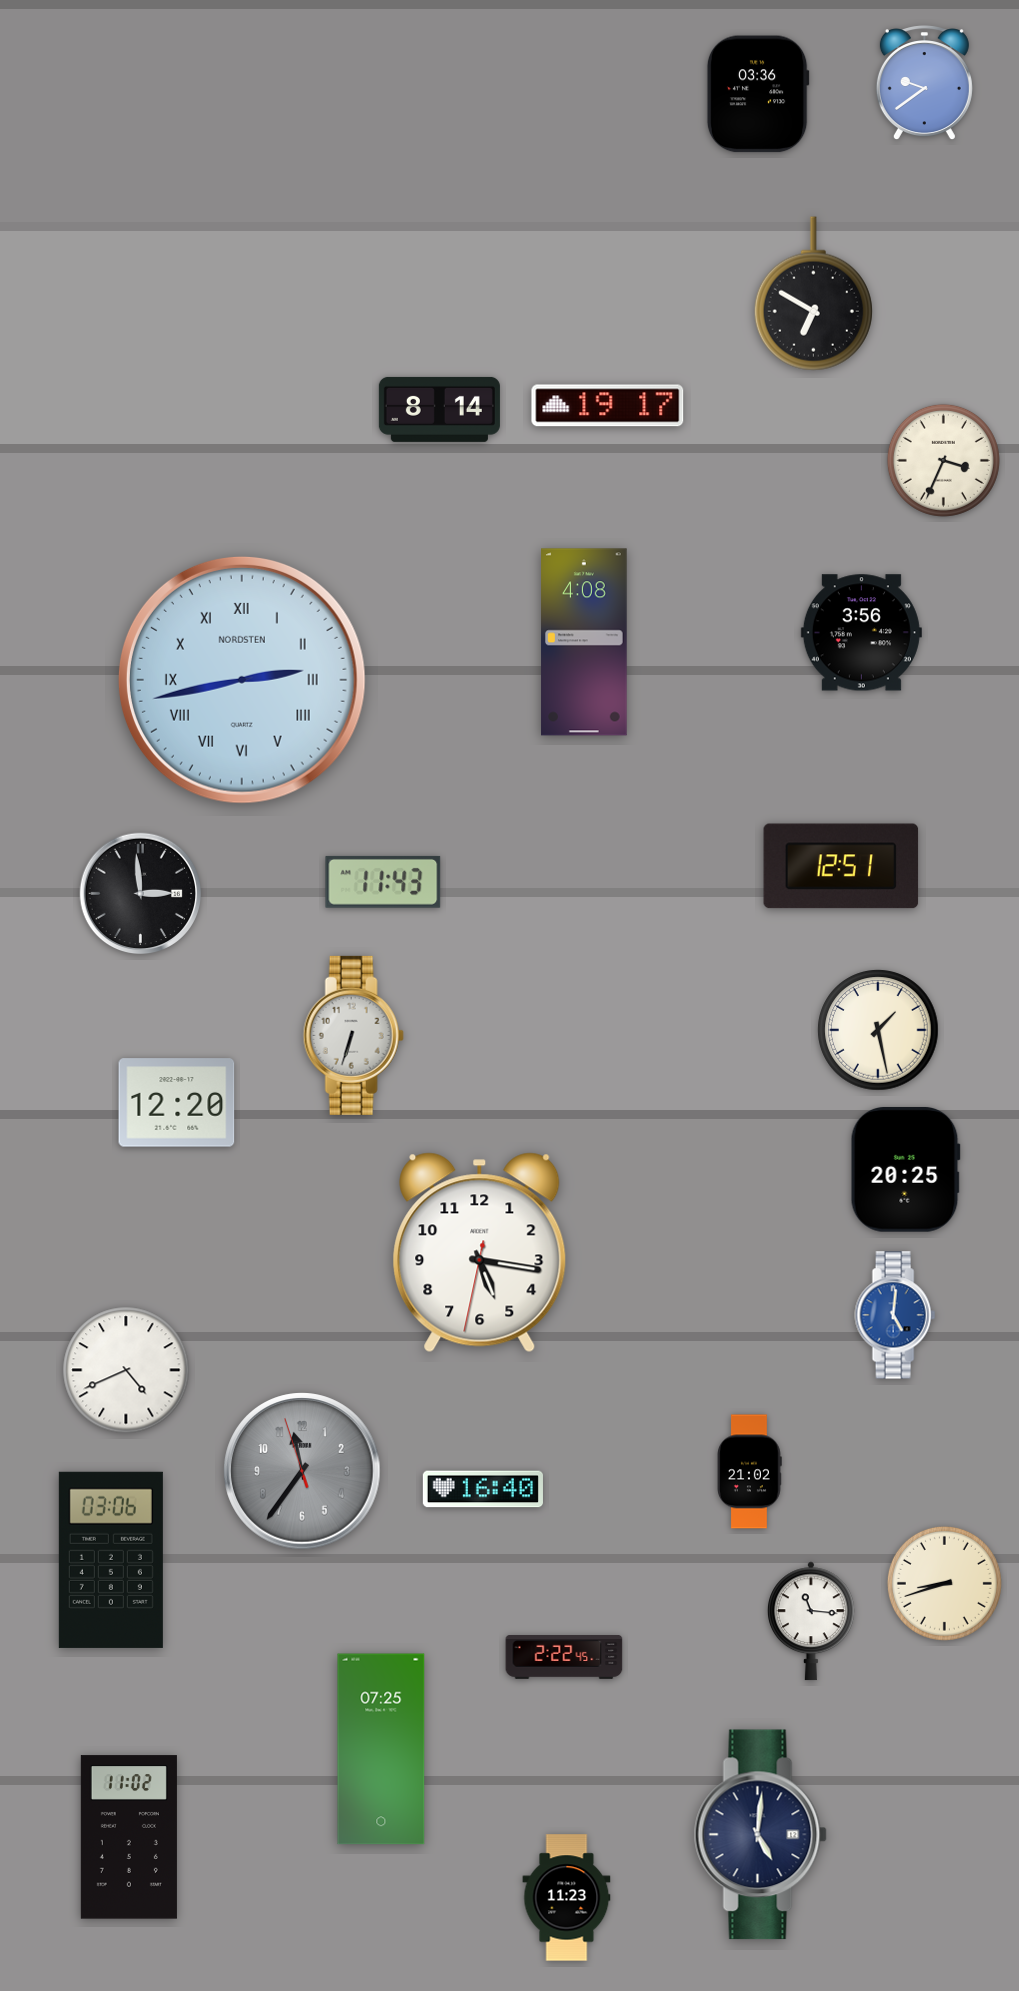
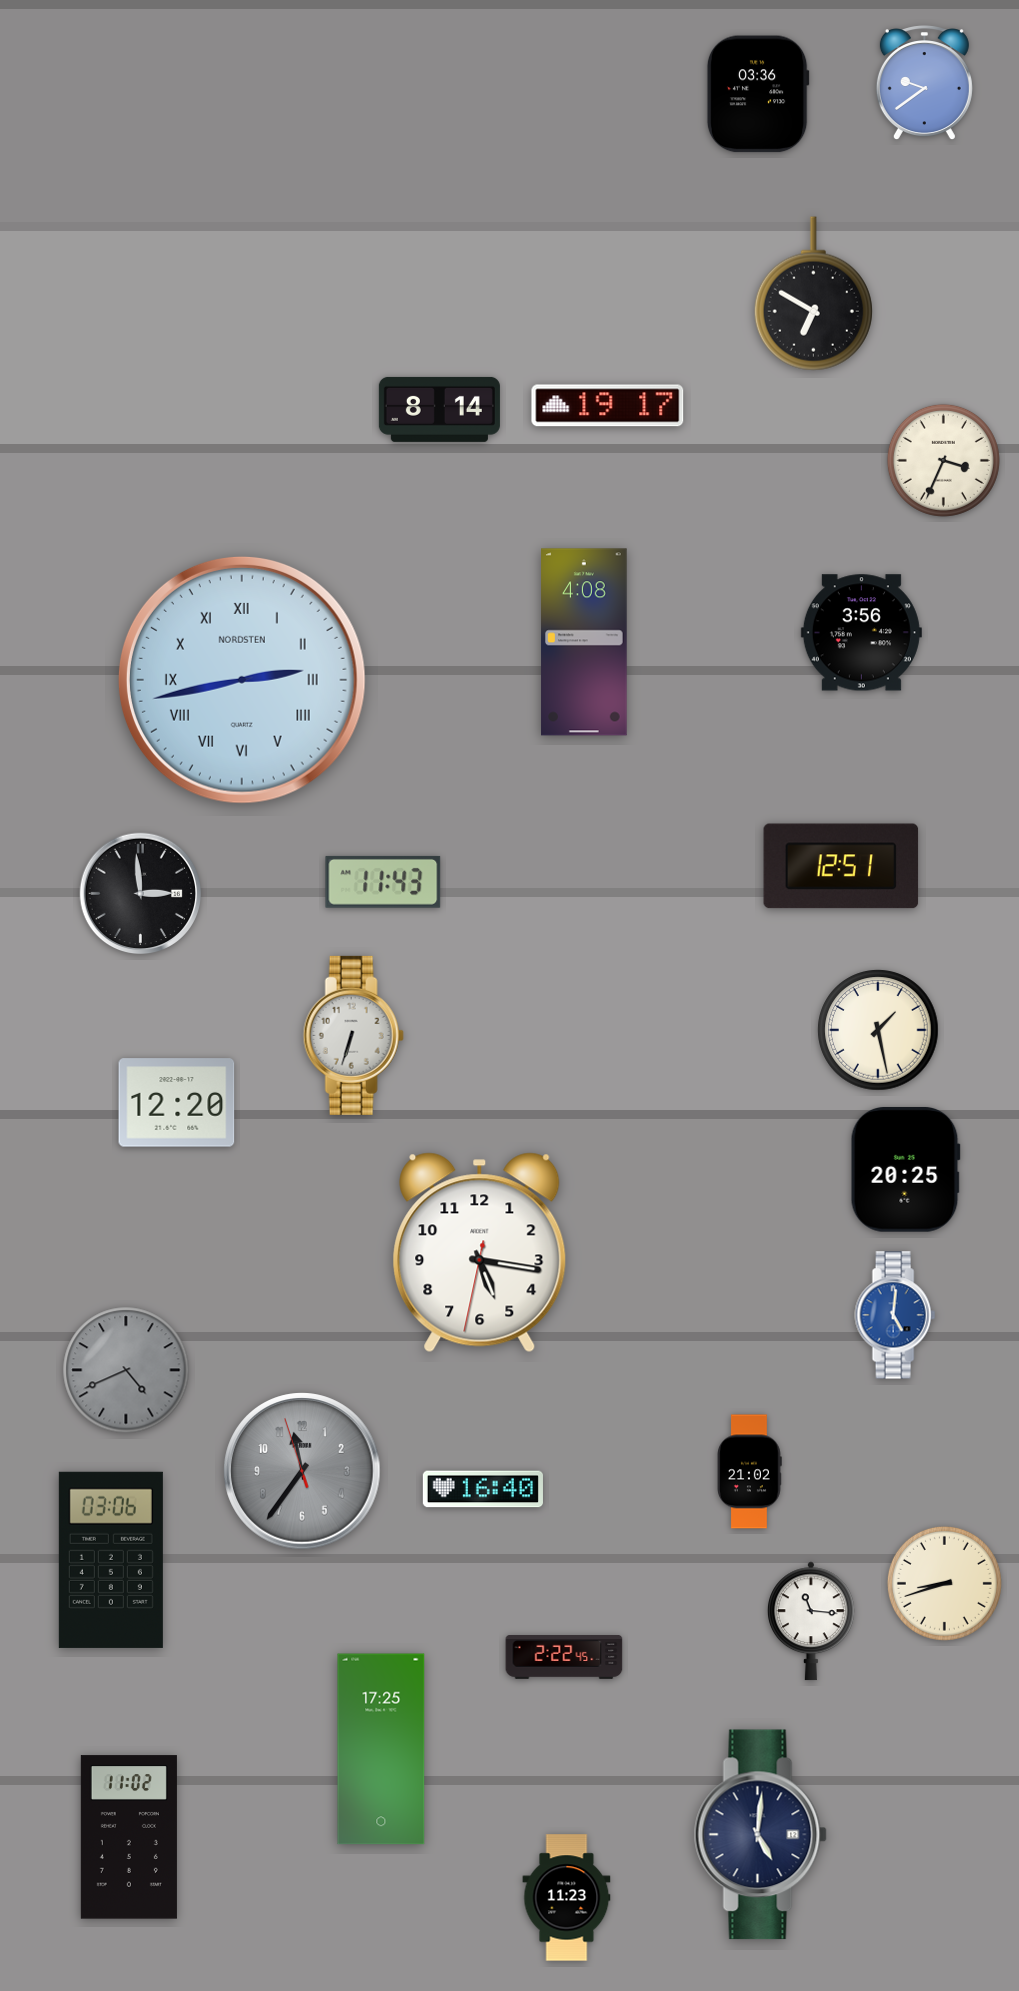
clock at (126, 1370) dial: white -> grey
clock at (381, 1749): 07:25 -> 17:25
